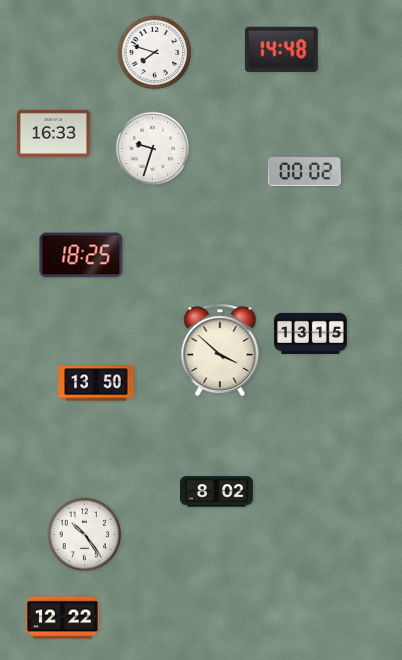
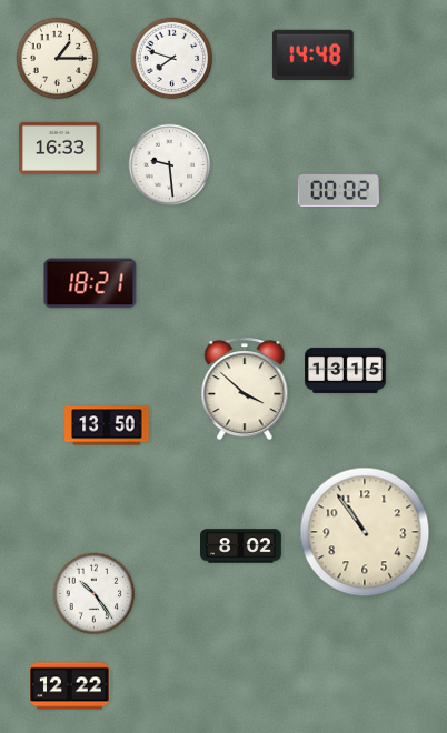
clock at (58, 59): none -> 1:15
clock at (153, 149): 9:33 -> 9:29
clock at (81, 255): 18:25 -> 18:21
clock at (365, 532): none -> 10:54
